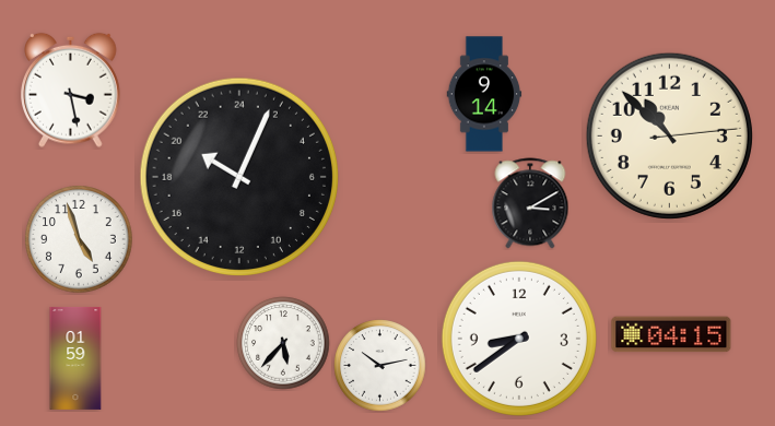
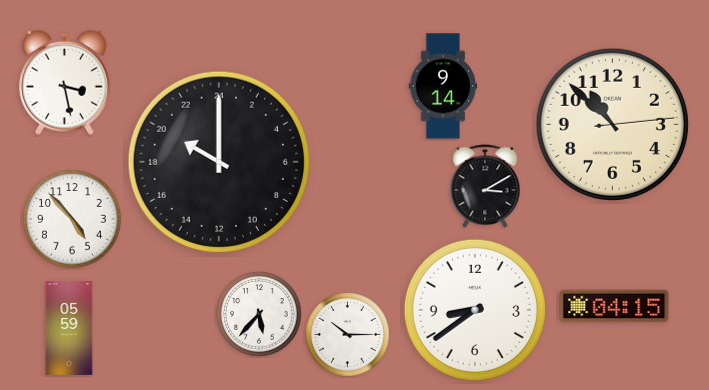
clock at (238, 176): 20:04 -> 20:00
clock at (80, 240): 4:57 -> 4:53
clock at (75, 358): 01:59 -> 05:59
clock at (380, 366): 10:13 -> 10:15
